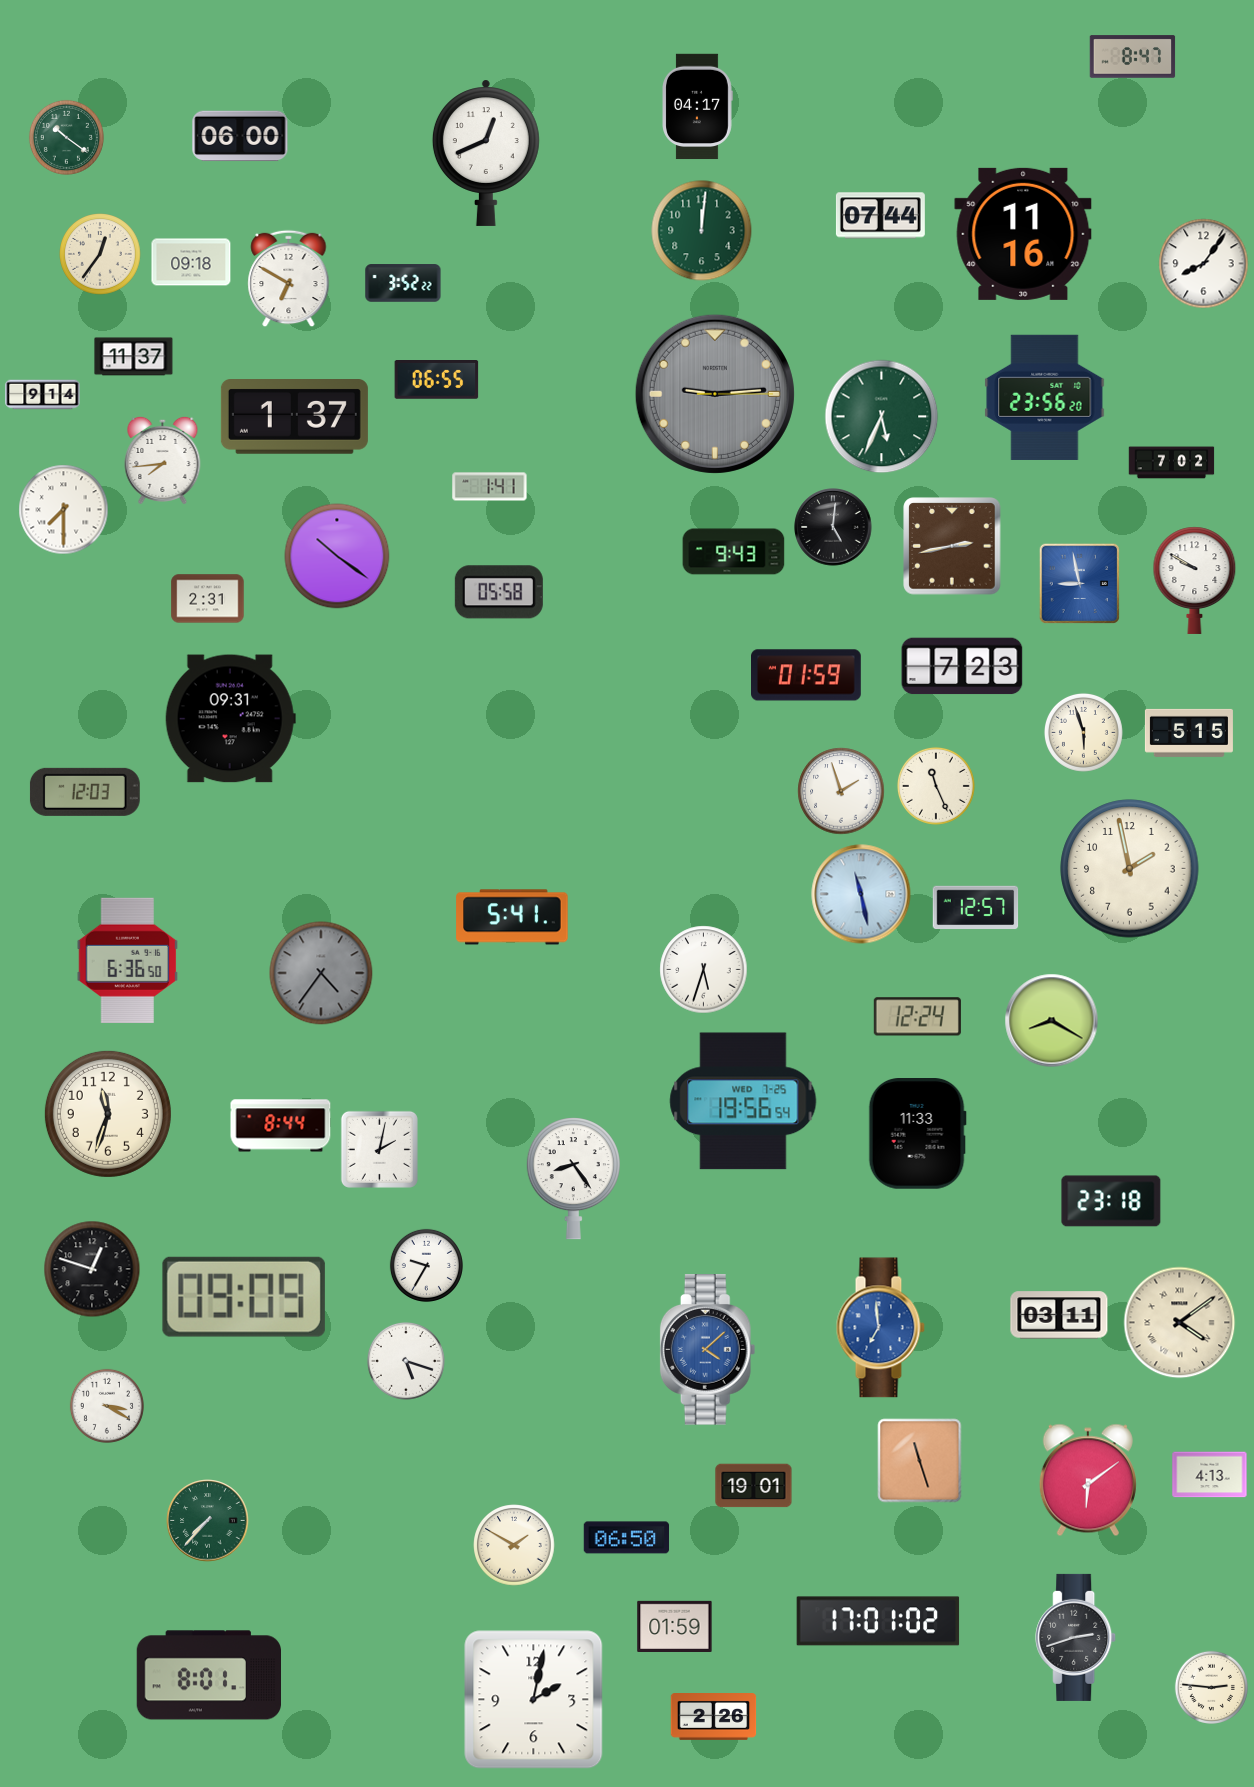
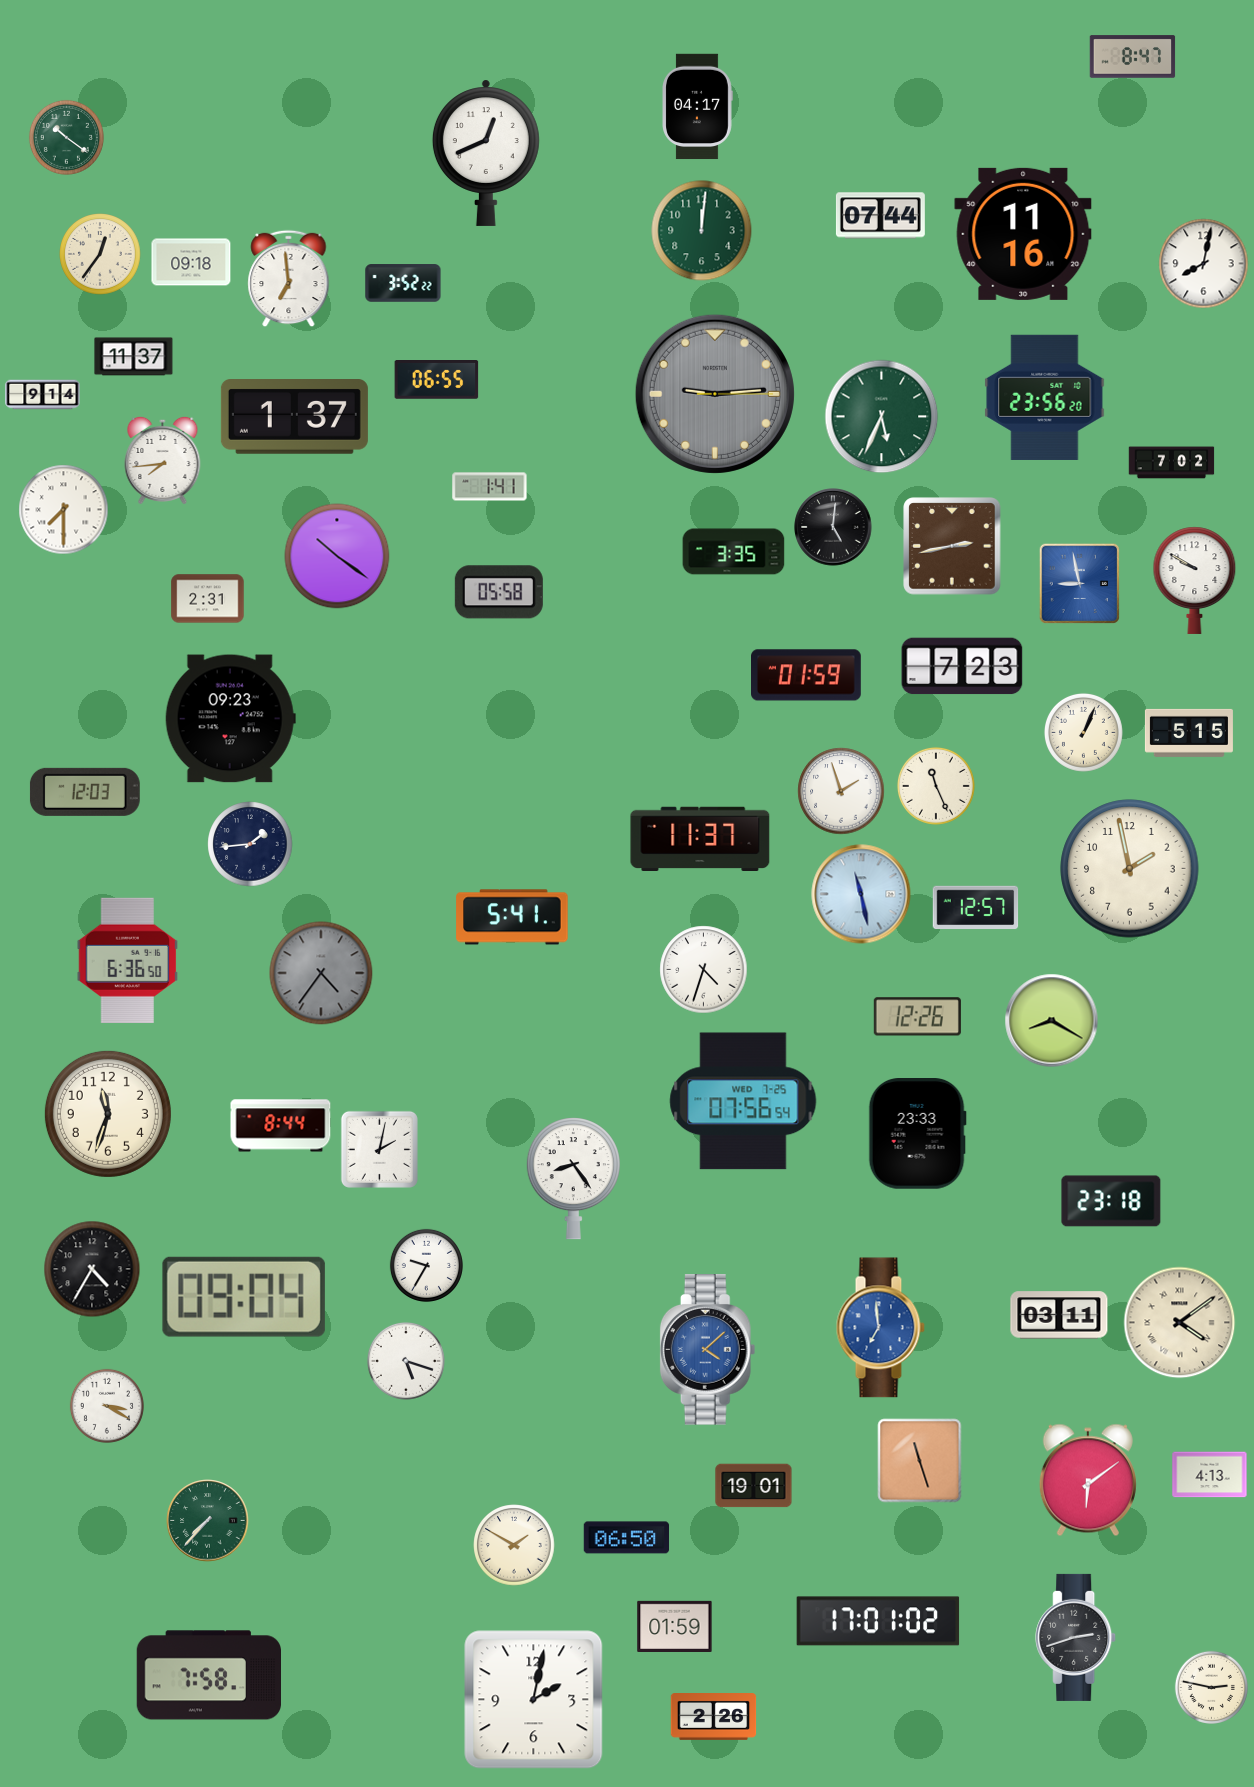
clock at (240, 136): 06:00 -> none
clock at (1204, 264): 8:06 -> 8:02
clock at (289, 279): 6:50 -> 6:59
clock at (734, 552): 9:43 -> 3:35
clock at (230, 719): 09:31 -> 09:23
clock at (1083, 732): 5:57 -> 1:04
clock at (700, 838): none -> 11:37
clock at (250, 844): none -> 1:44
clock at (704, 970): 5:33 -> 4:33
clock at (917, 1017): 12:24 -> 12:26
clock at (743, 1101): 19:56 -> 07:56
clock at (917, 1134): 11:33 -> 23:33
clock at (92, 1269): 12:48 -> 4:35
clock at (244, 1297): 09:09 -> 09:04
clock at (208, 1675): 8:01 -> 7:58
clock at (1211, 1687): 2:46 -> 2:47
